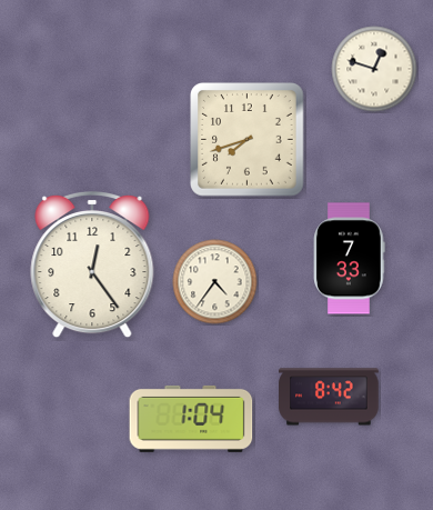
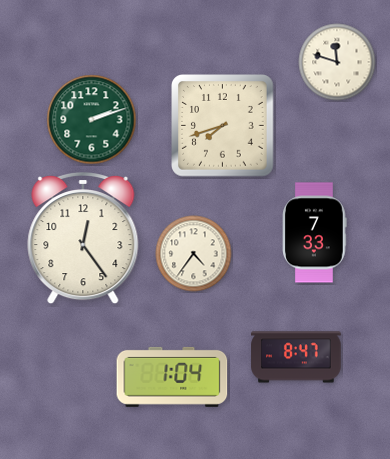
clock at (374, 69): 12:48 -> 11:48
clock at (92, 120): none -> 2:12
clock at (329, 397): 8:42 -> 8:47
